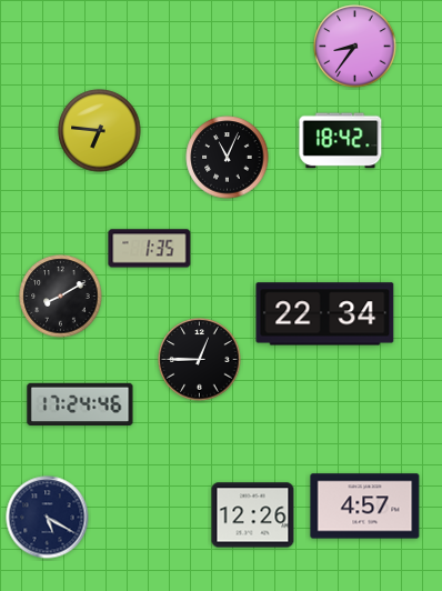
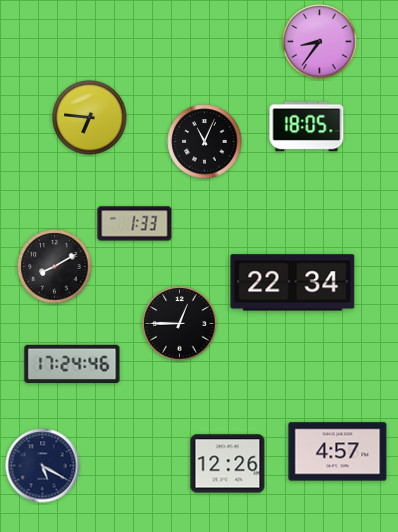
clock at (341, 141): 18:42 -> 18:05
clock at (150, 249): 1:35 -> 1:33
clock at (365, 507) position: (365, 507) -> (338, 452)
